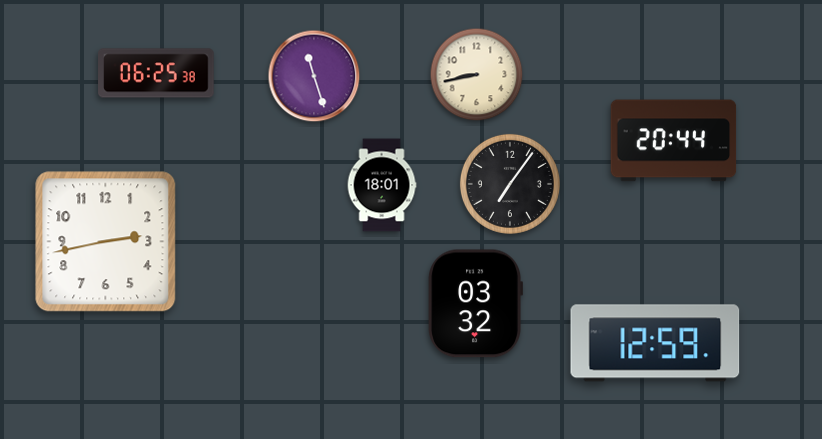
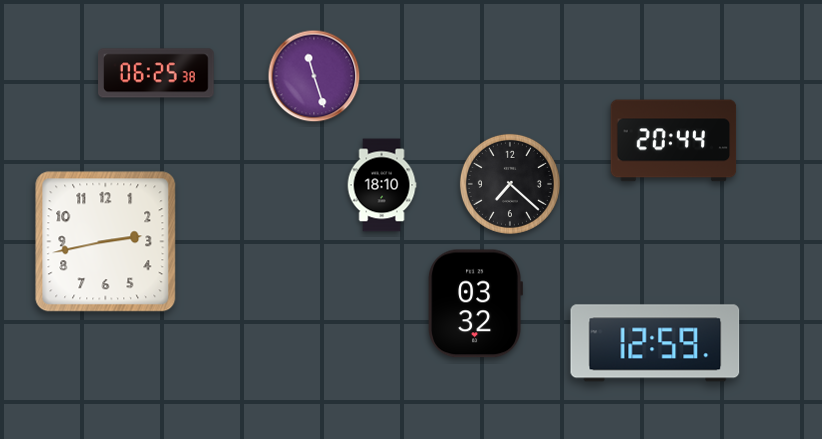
clock at (477, 75): 8:43 -> none
clock at (510, 184): 7:06 -> 7:22
clock at (382, 185): 18:01 -> 18:10
